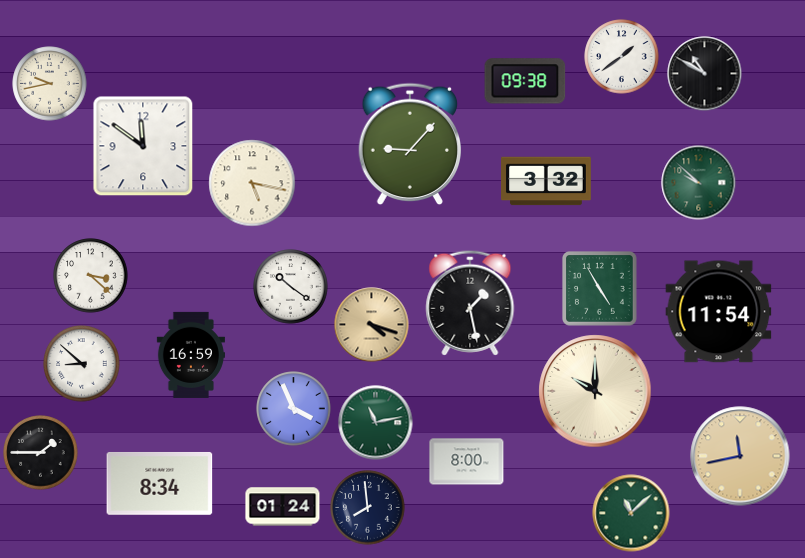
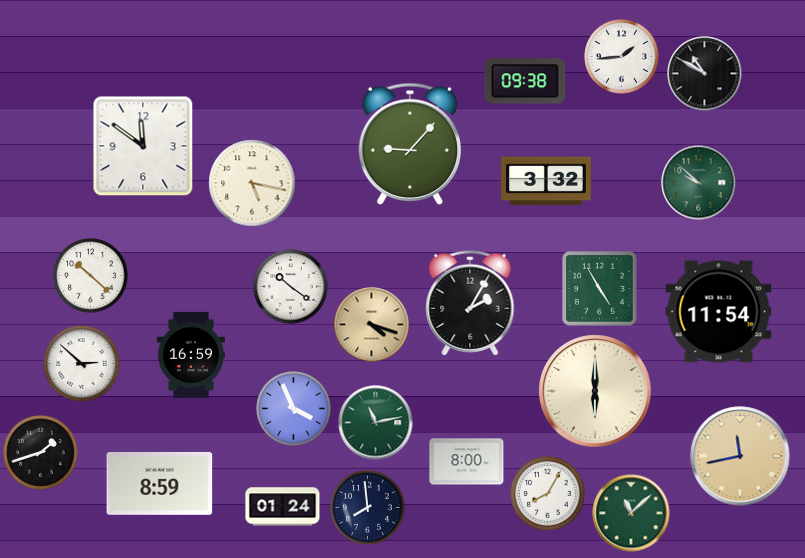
clock at (622, 57): 1:39 -> 1:44
clock at (50, 84): 9:43 -> none
clock at (91, 276): 3:22 -> 10:22
clock at (470, 303): 1:28 -> 2:05
clock at (82, 364): 8:52 -> 2:52
clock at (595, 391): 10:00 -> 6:00
clock at (41, 453): 1:45 -> 1:42
clock at (160, 483): 8:34 -> 8:59
clock at (548, 494): none -> 8:05
